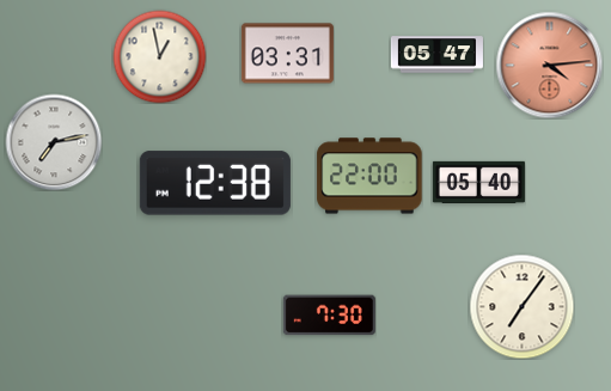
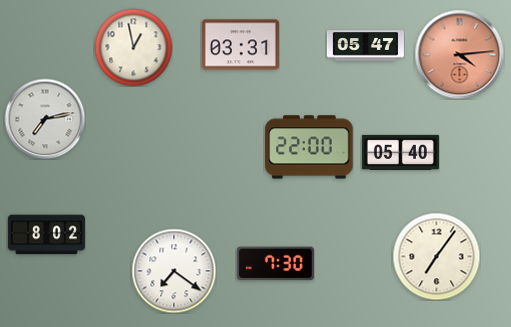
clock at (215, 183): 12:38 -> none
clock at (46, 235): none -> 8:02
clock at (174, 271): none -> 7:21
